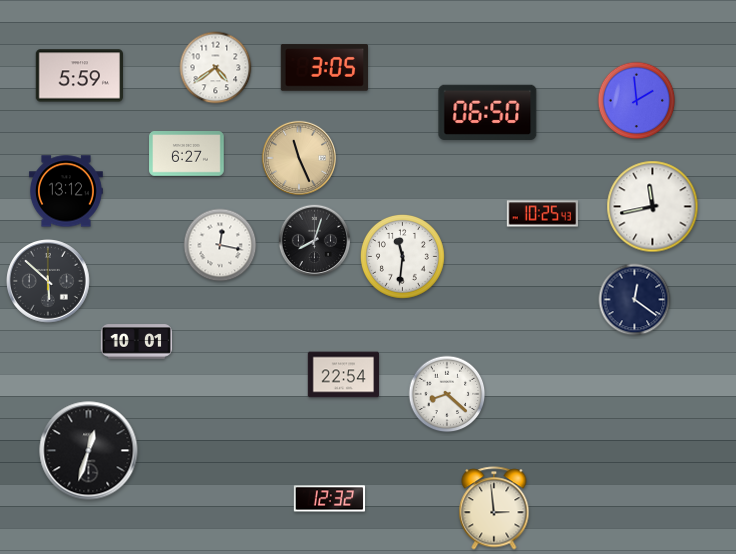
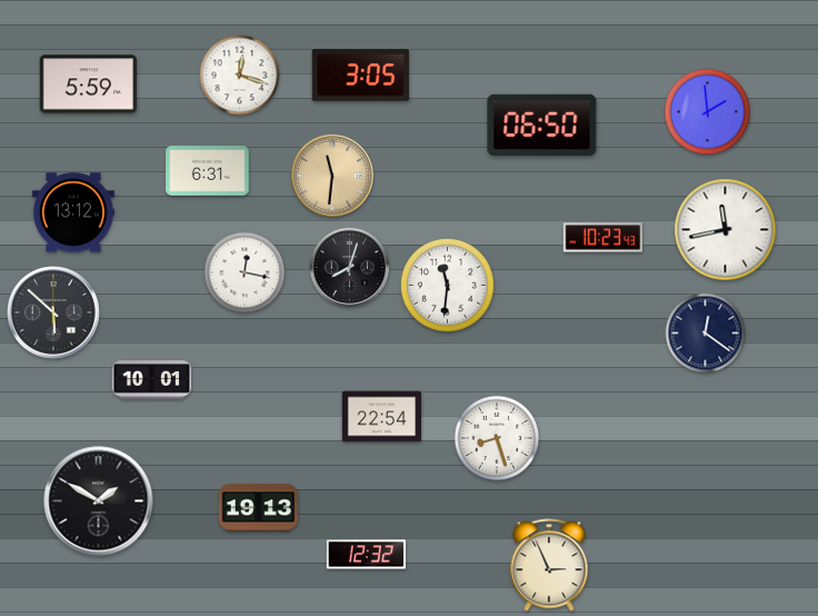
clock at (216, 68): 4:39 -> 12:18
clock at (187, 154): 6:27 -> 6:31
clock at (298, 158): 11:26 -> 11:31
clock at (542, 214): 10:25 -> 10:23
clock at (447, 394): 8:22 -> 8:27
clock at (89, 451): 12:33 -> 1:50
clock at (259, 508): none -> 19:13
clock at (494, 508): 2:59 -> 2:56
